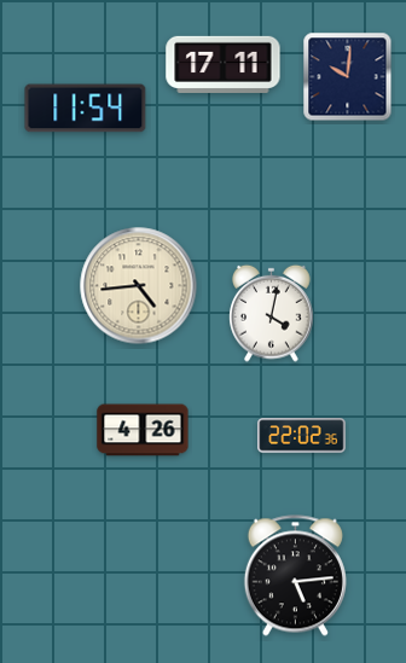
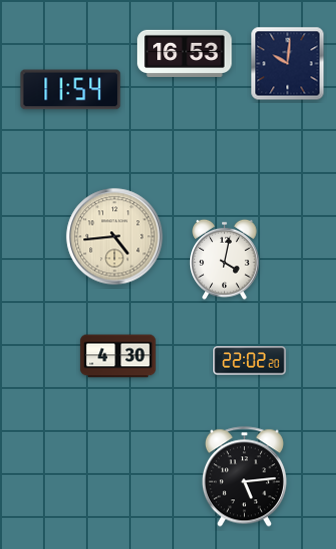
clock at (224, 64): 17:11 -> 16:53
clock at (143, 430): 4:26 -> 4:30
clock at (302, 436): 22:02:36 -> 22:02:20
